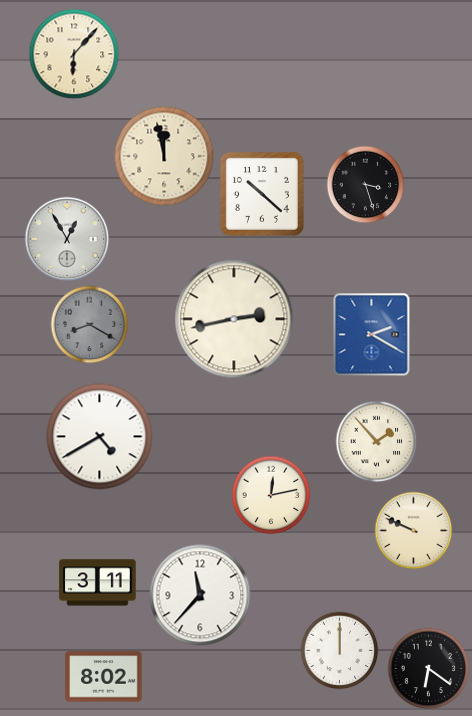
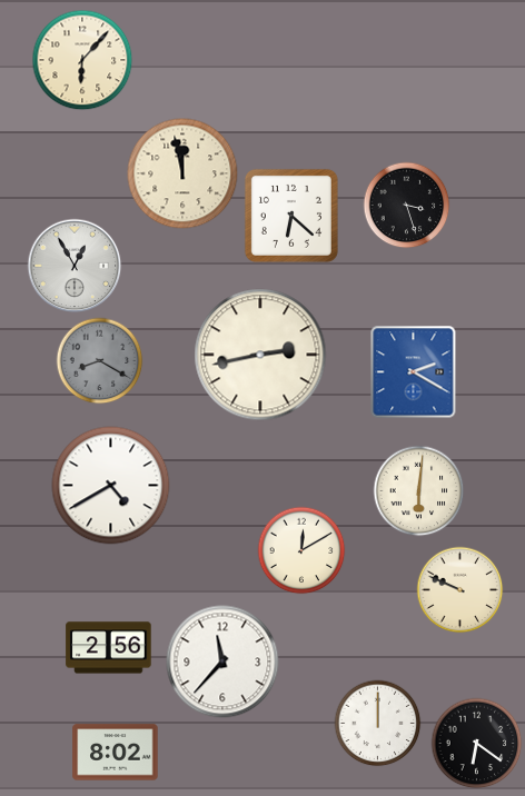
clock at (262, 194): 10:22 -> 6:22
clock at (376, 441): 1:53 -> 6:01
clock at (271, 495): 12:13 -> 12:10
clock at (98, 583): 3:11 -> 2:56
